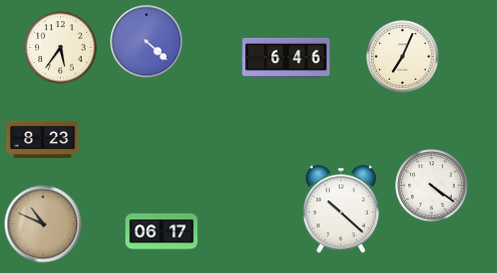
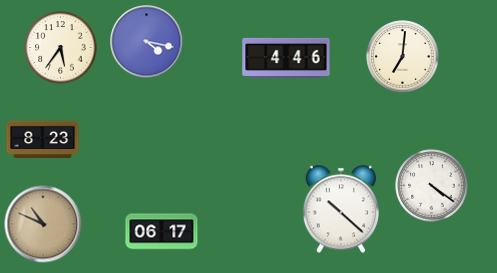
clock at (147, 42): 4:22 -> 4:17
clock at (403, 57): 7:04 -> 7:01
clock at (286, 58): 6:46 -> 4:46
